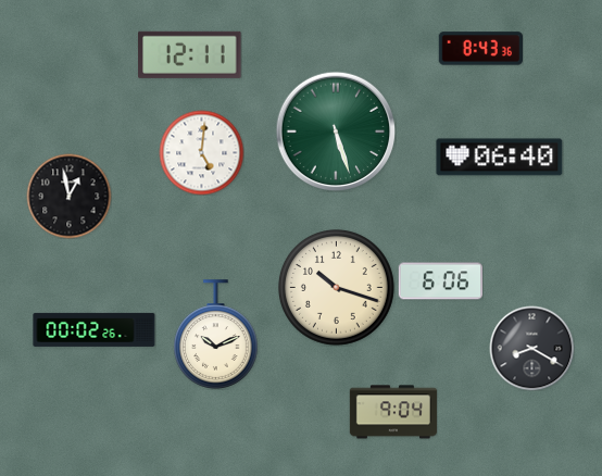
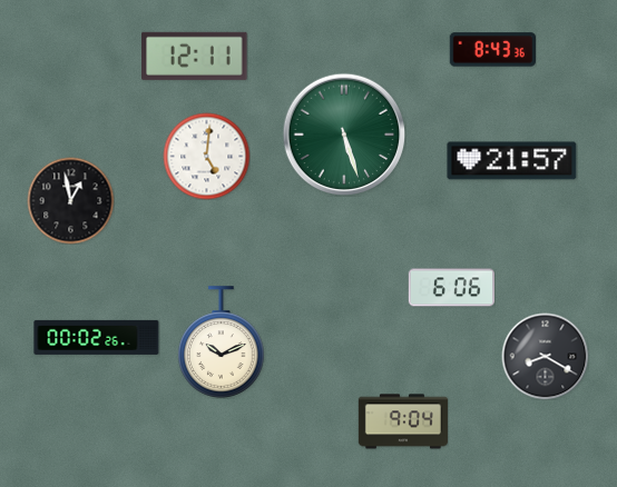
clock at (500, 158): 06:40 -> 21:57
clock at (337, 288): 10:18 -> none
